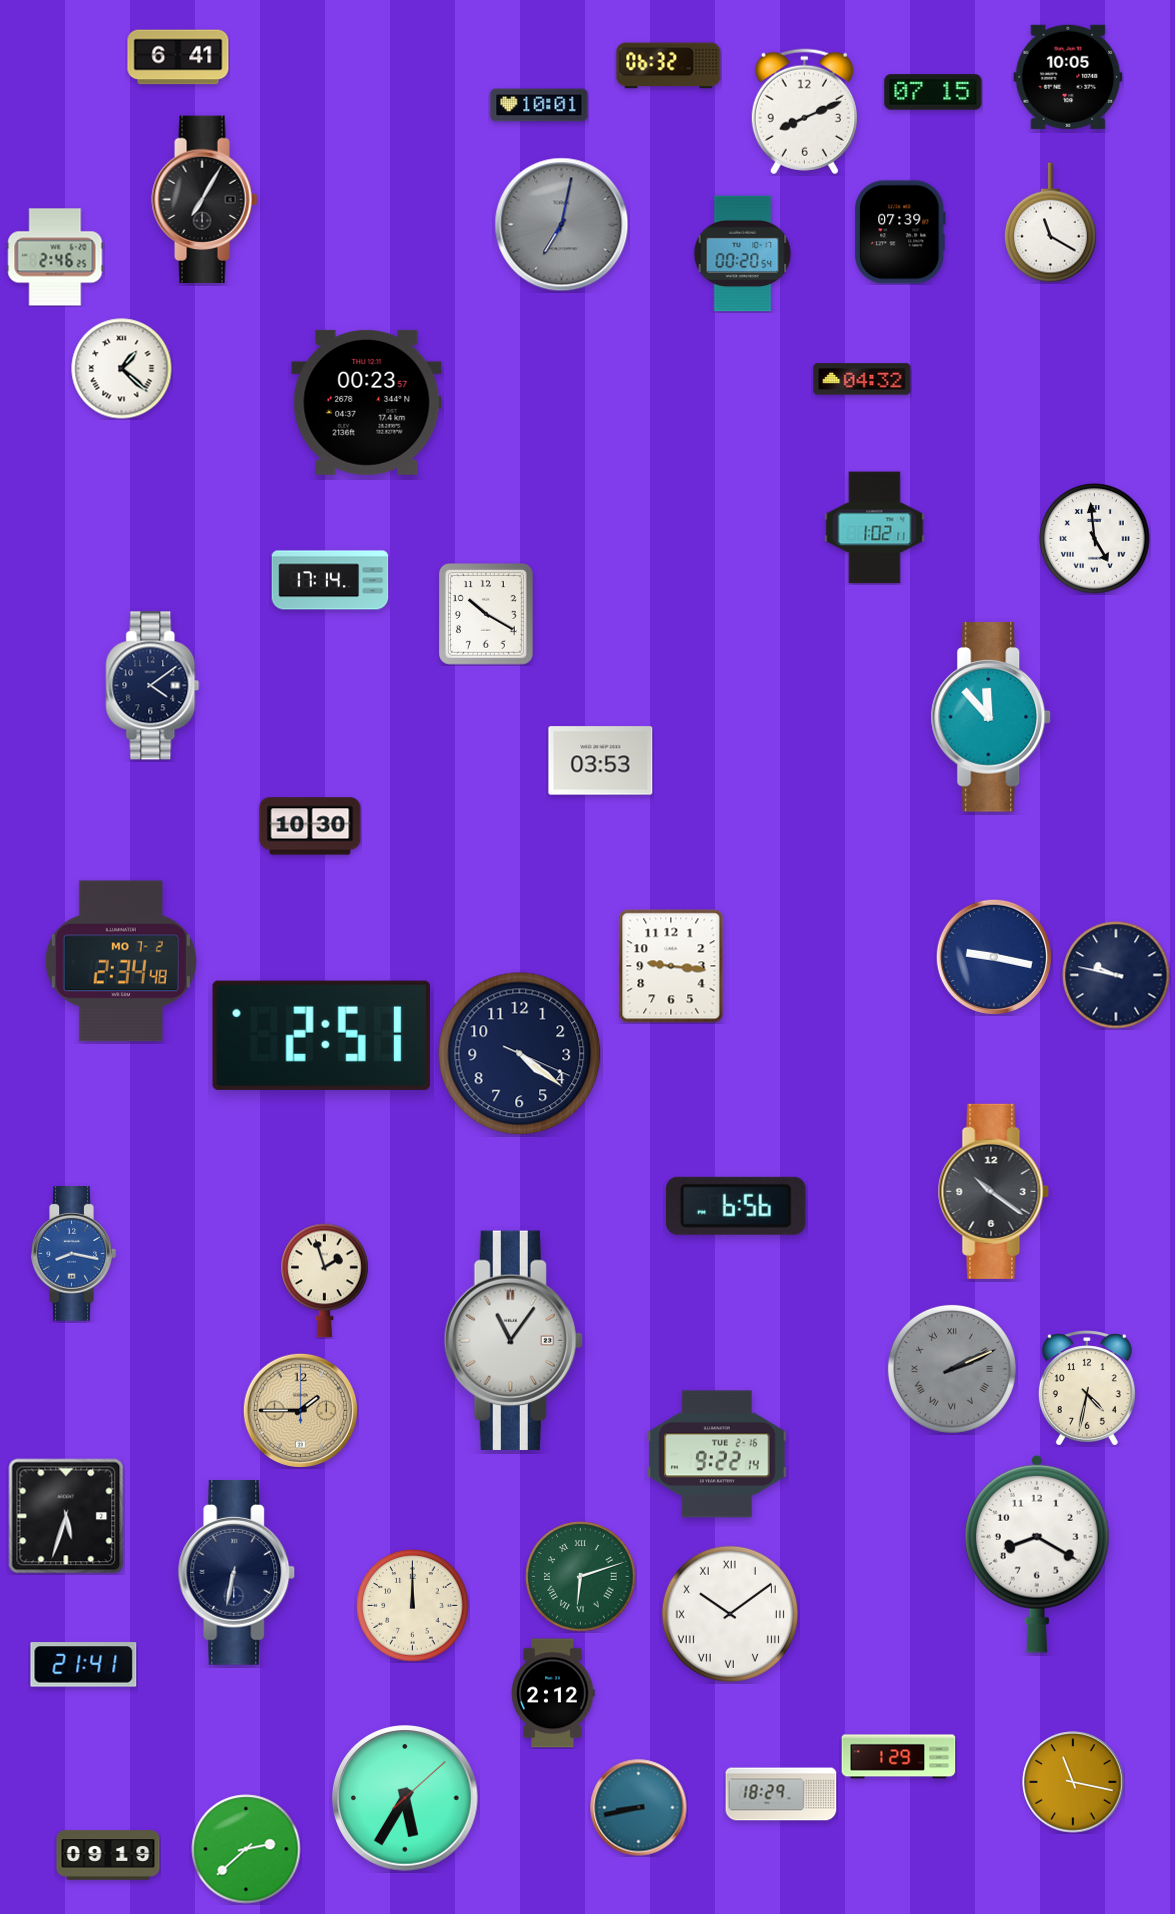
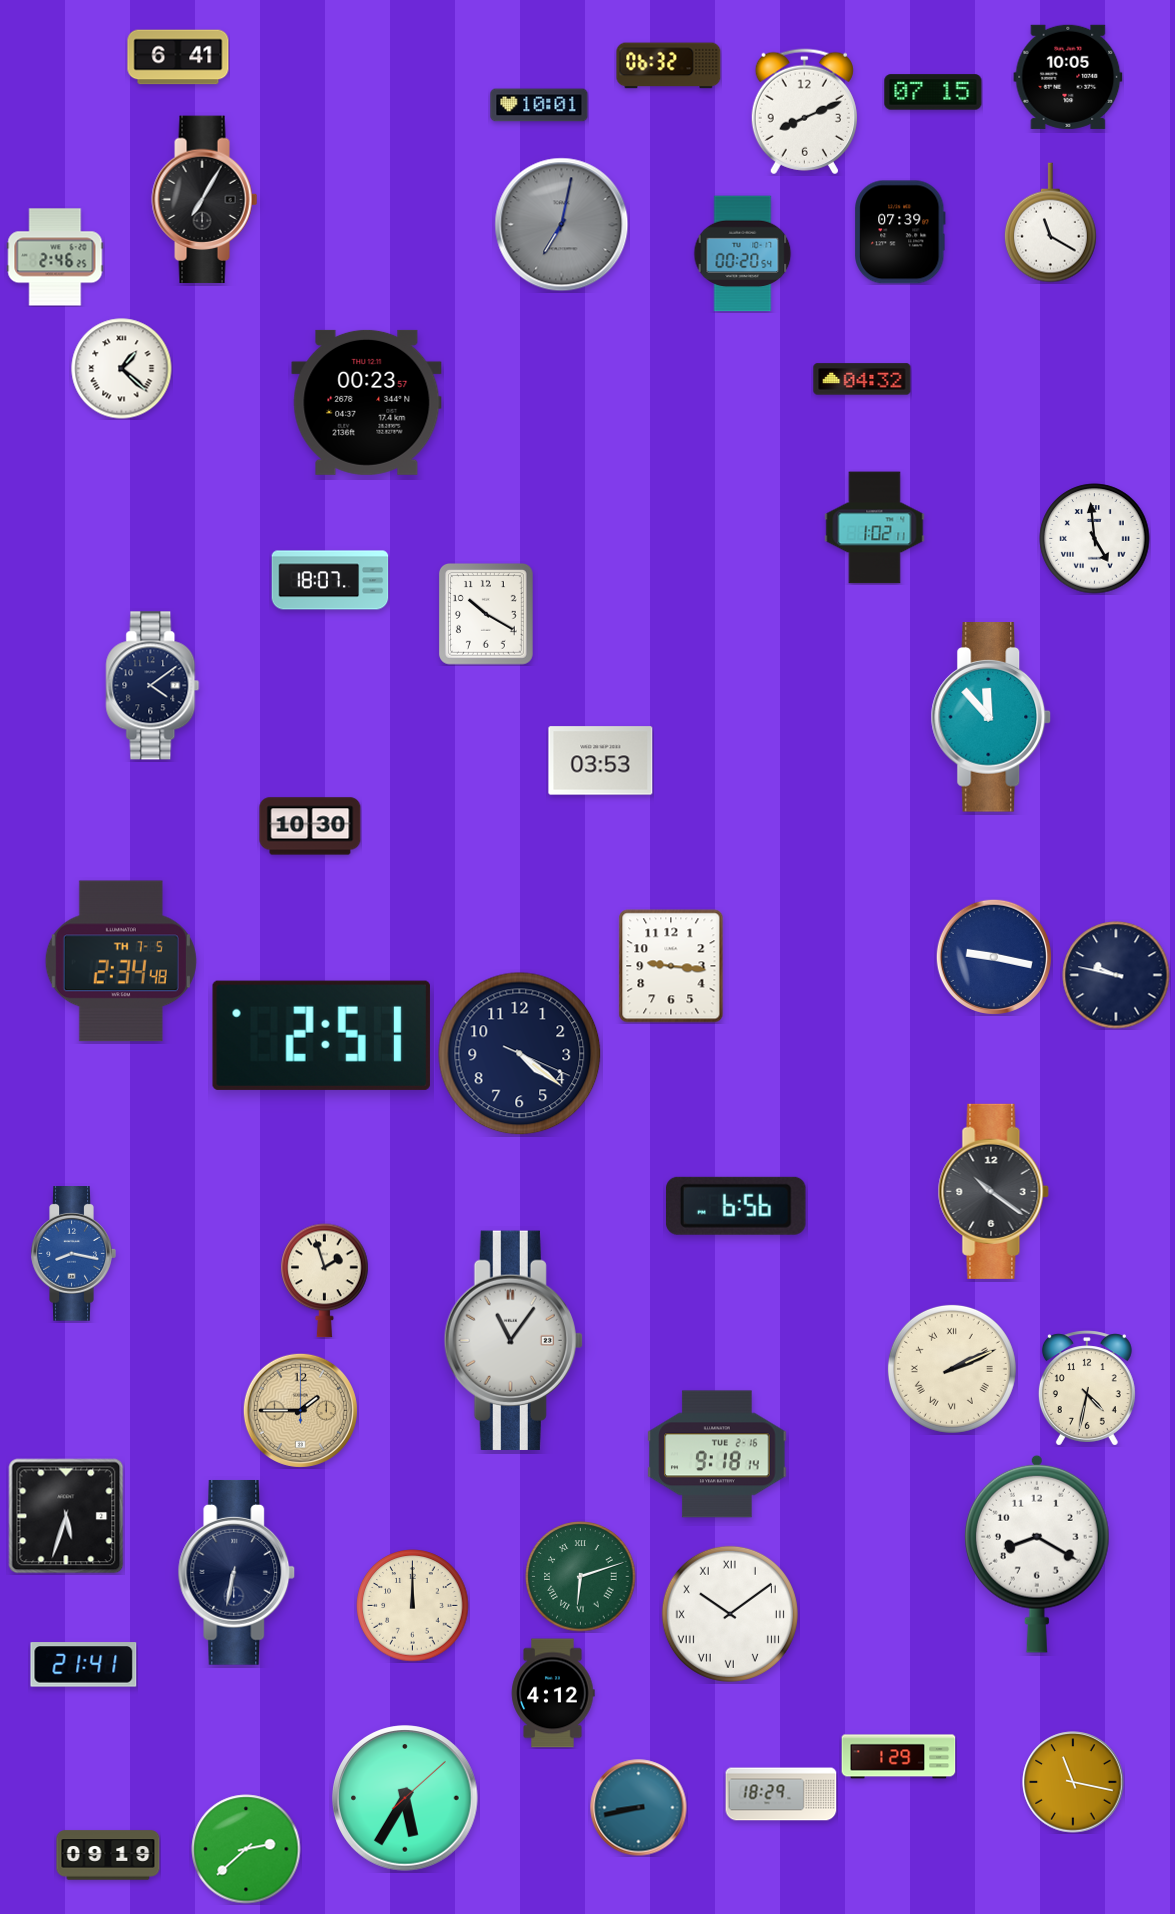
clock at (330, 580): 17:14 -> 18:07
clock at (121, 961) date: MO 7-2 -> TH 7-5
clock at (952, 1369) dial: grey -> cream
clock at (717, 1454): 9:22 -> 9:18
clock at (553, 1693): 2:12 -> 4:12
